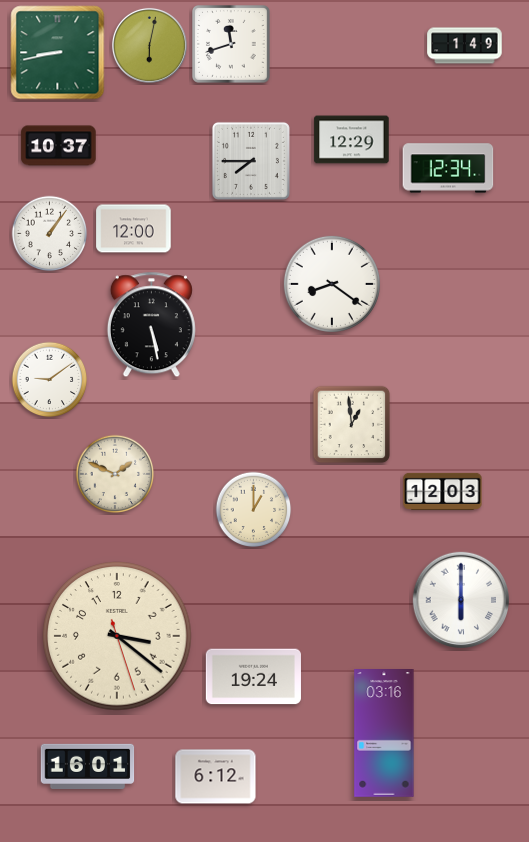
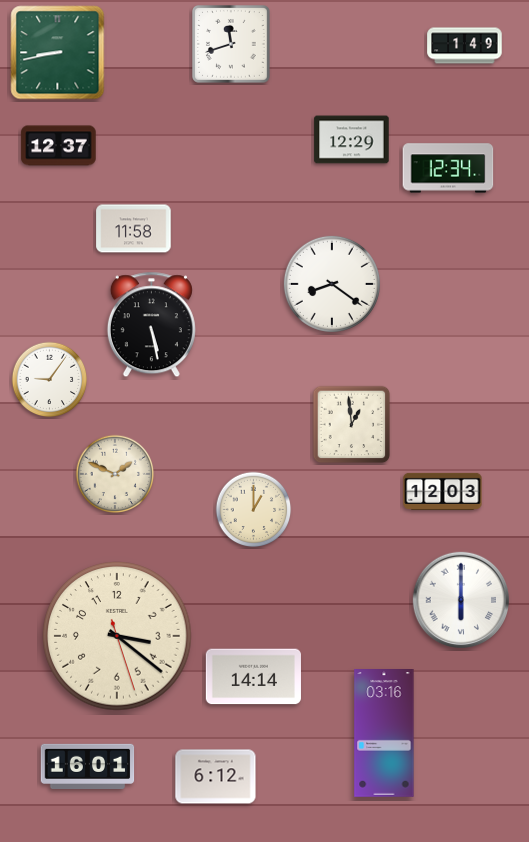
clock at (149, 45): 6:02 -> none
clock at (59, 146): 10:37 -> 12:37
clock at (251, 161): 7:45 -> none
clock at (134, 229): 12:00 -> 11:58
clock at (50, 234): 1:06 -> none
clock at (50, 380): 9:09 -> 9:06
clock at (253, 677): 19:24 -> 14:14
